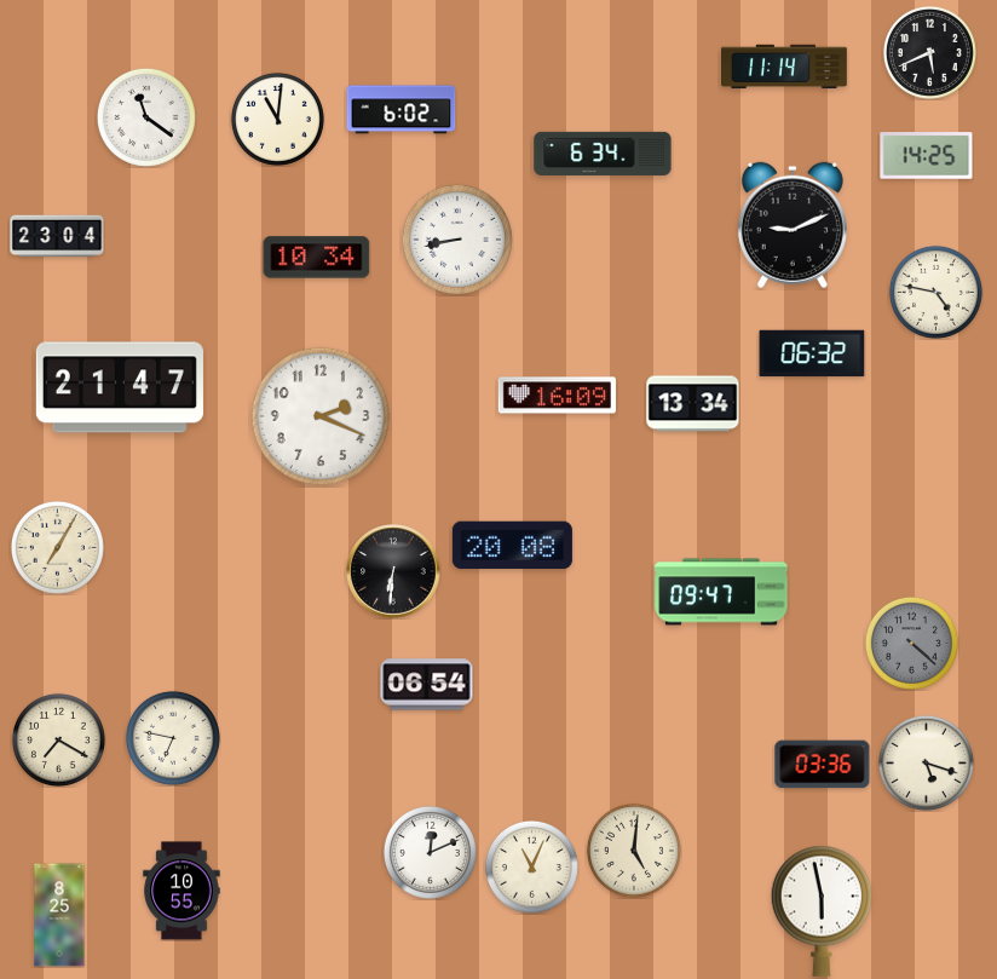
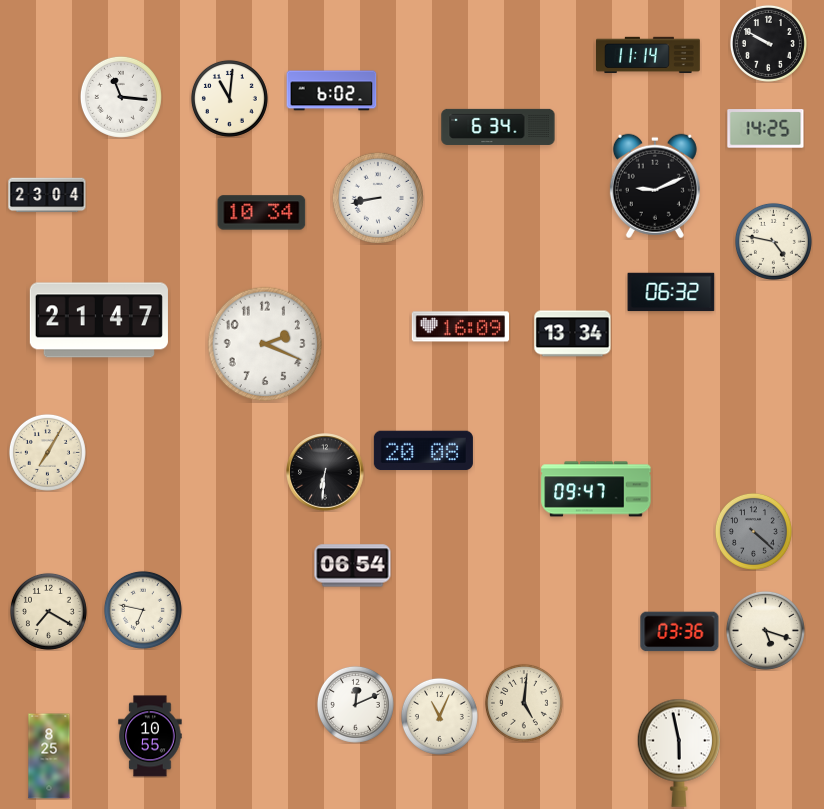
clock at (929, 52): 5:41 -> 9:50
clock at (146, 117): 11:21 -> 11:16
